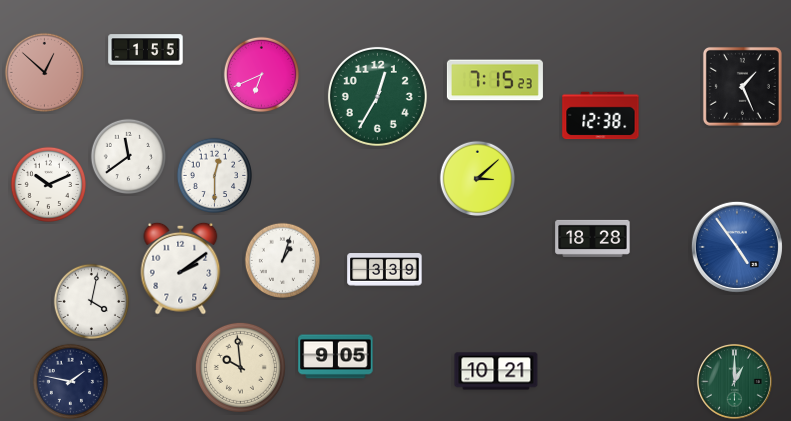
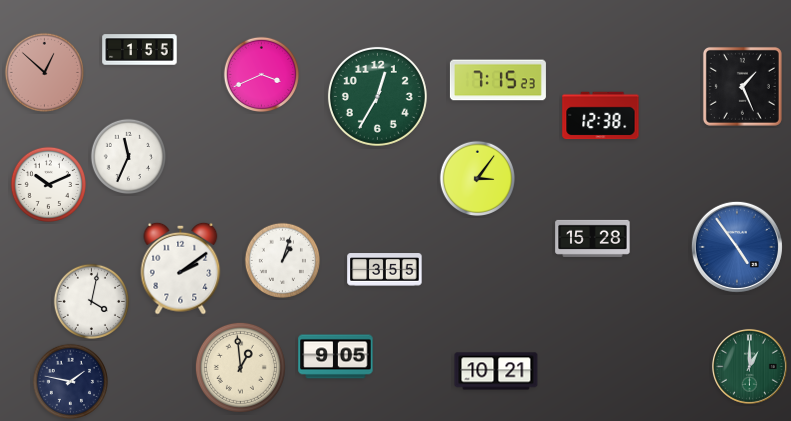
clock at (146, 50) position: (146, 50) -> (140, 50)
clock at (262, 75): 6:41 -> 3:41
clock at (495, 80) position: (495, 80) -> (498, 80)
clock at (129, 157): 11:39 -> 11:34
clock at (215, 176): 12:30 -> none
clock at (478, 179): 3:08 -> 3:06
clock at (593, 238): 18:28 -> 15:28
clock at (385, 270): 3:39 -> 3:55
clock at (240, 367): 9:59 -> 12:59
clock at (734, 381) position: (734, 381) -> (749, 366)
